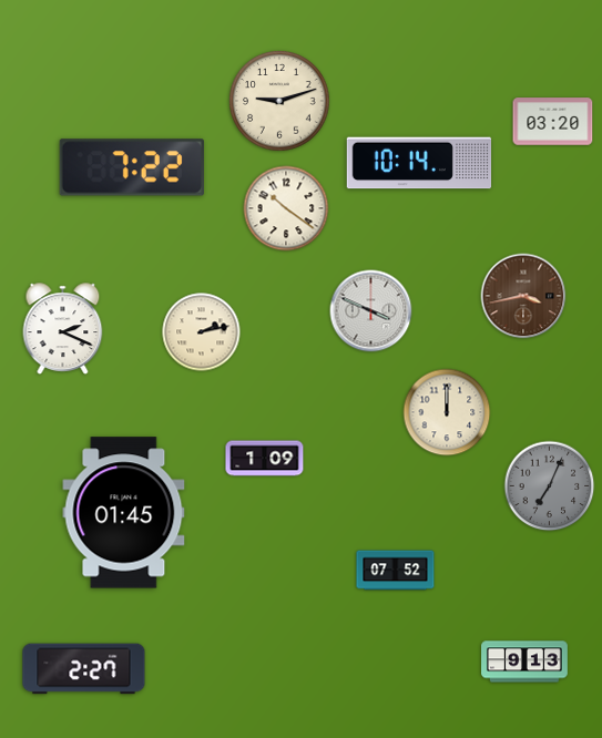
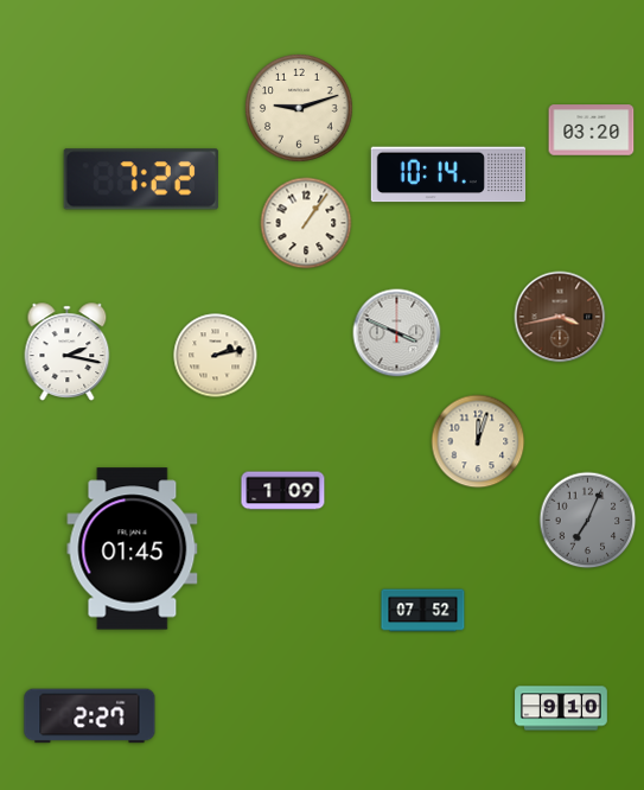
clock at (286, 208): 10:21 -> 1:06
clock at (63, 329): 2:19 -> 2:17
clock at (447, 412): 12:00 -> 12:03
clock at (524, 662): 9:13 -> 9:10
